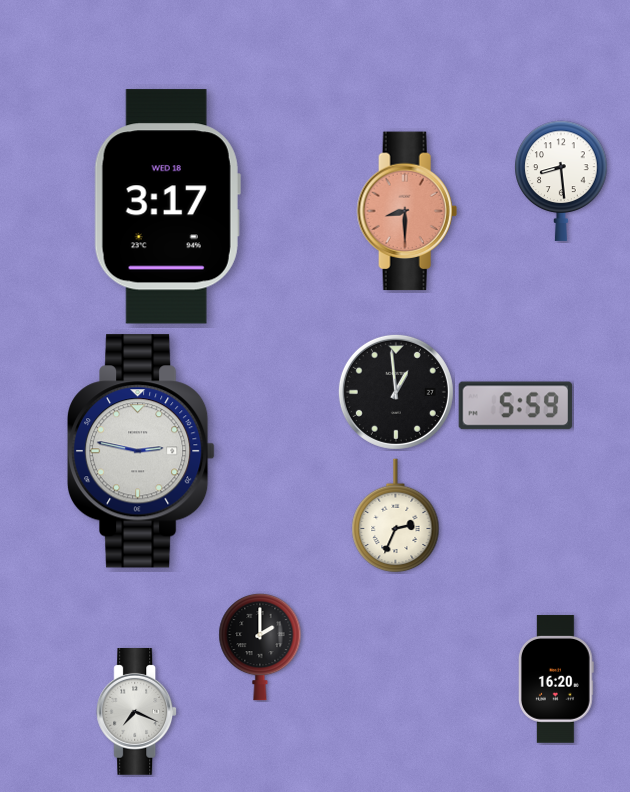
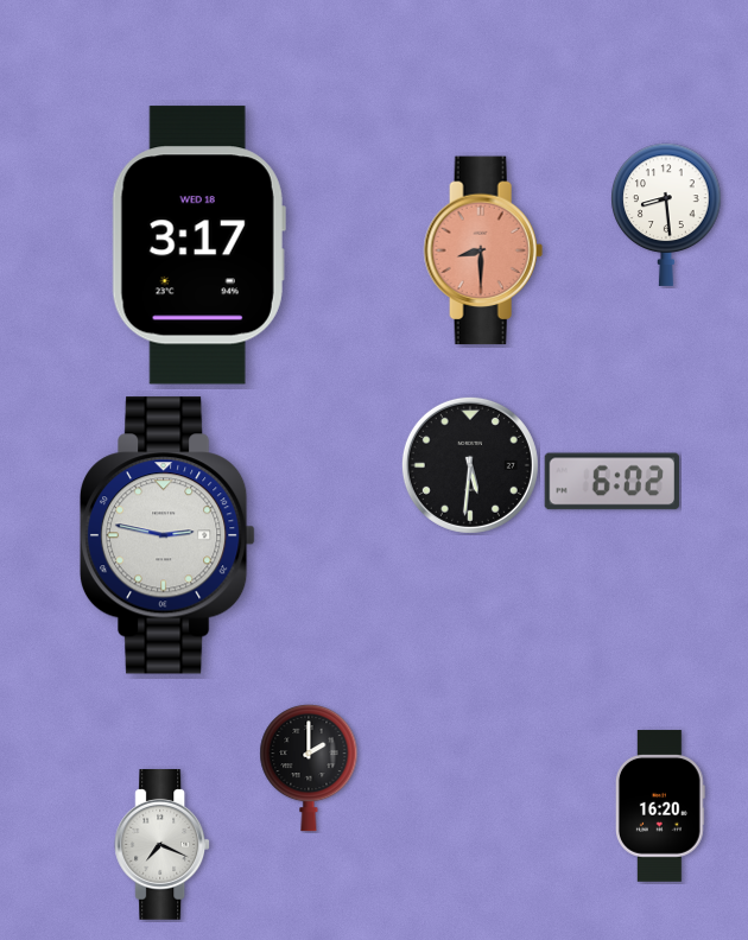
clock at (396, 392): 12:59 -> 5:31
clock at (516, 406): 5:59 -> 6:02
clock at (396, 516): 2:34 -> none
